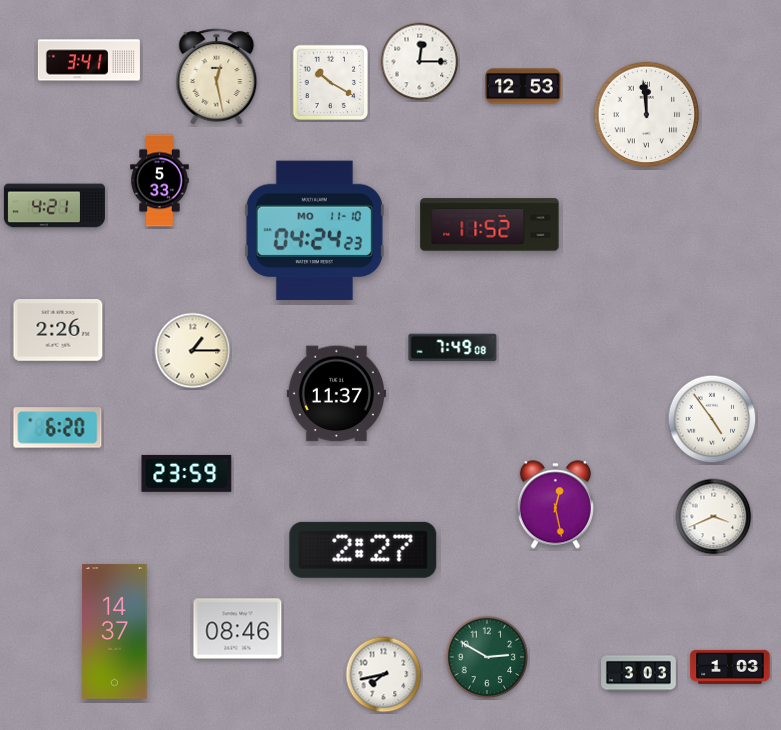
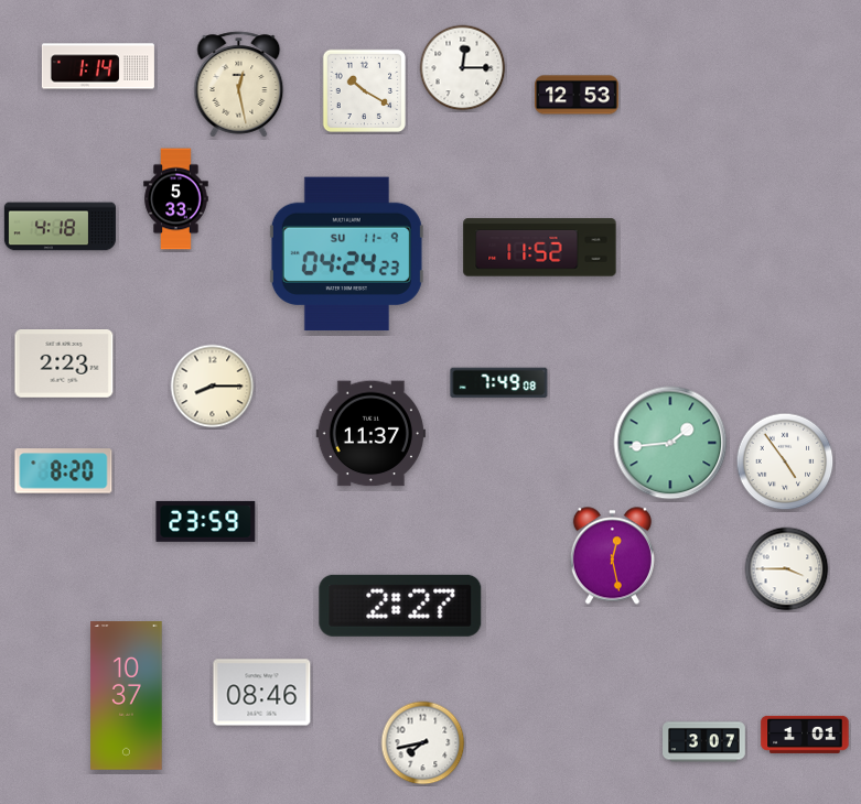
clock at (89, 60): 3:41 -> 1:14
clock at (647, 115): 11:59 -> none
clock at (54, 206): 4:21 -> 4:18
clock at (314, 231) date: MO 11-10 -> SU 11-9
clock at (58, 331): 2:26 -> 2:23
clock at (193, 351): 1:15 -> 8:15
clock at (670, 443): none -> 1:44
clock at (58, 428): 6:20 -> 8:20
clock at (714, 517): 3:41 -> 3:45
clock at (115, 632): 14:37 -> 10:37
clock at (487, 657): 2:50 -> none
clock at (730, 667): 1:03 -> 1:01
clock at (639, 674): 3:03 -> 3:07
